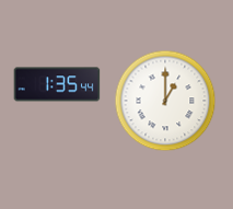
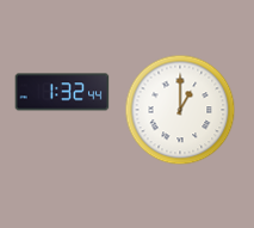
clock at (57, 84): 1:35 -> 1:32
